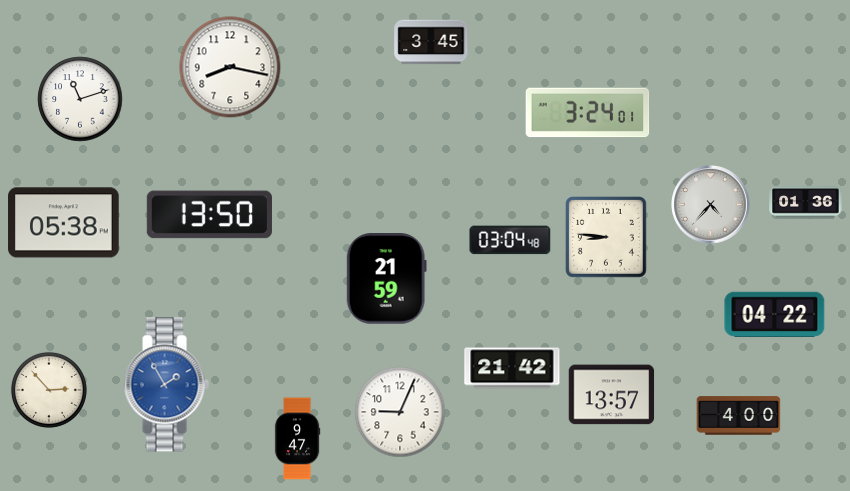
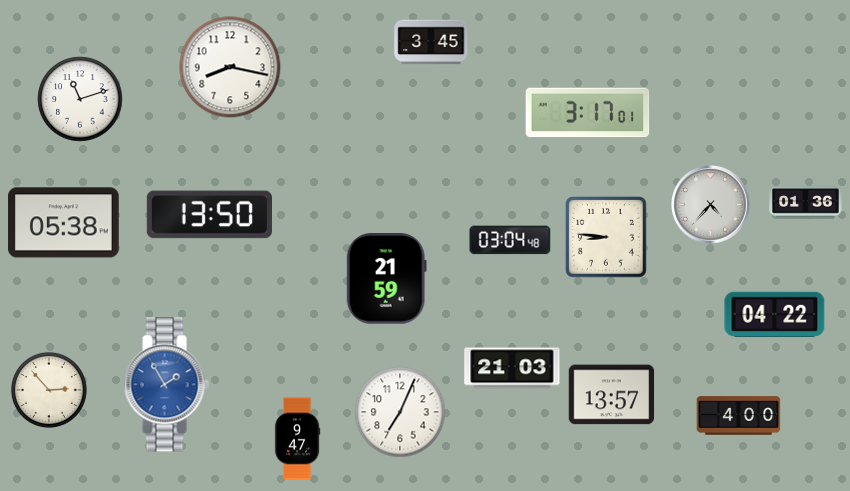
clock at (588, 113): 3:24 -> 3:17
clock at (512, 368): 21:42 -> 21:03
clock at (400, 412): 9:04 -> 7:04
